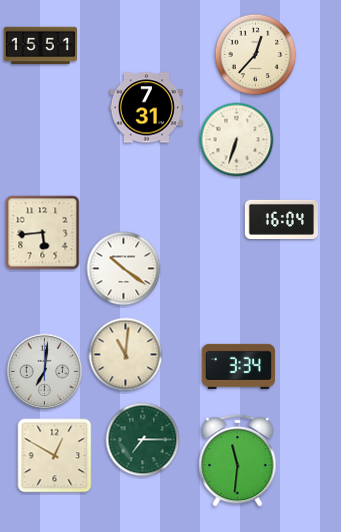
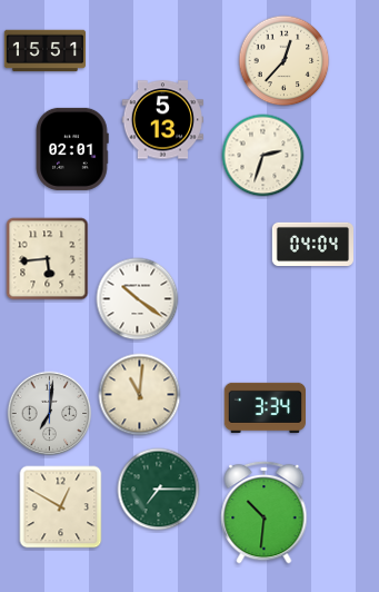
clock at (146, 108): 7:31 -> 5:13
clock at (72, 149): none -> 02:01
clock at (237, 140): 6:33 -> 2:33
clock at (281, 219): 16:04 -> 04:04
clock at (238, 460): 11:31 -> 10:31
